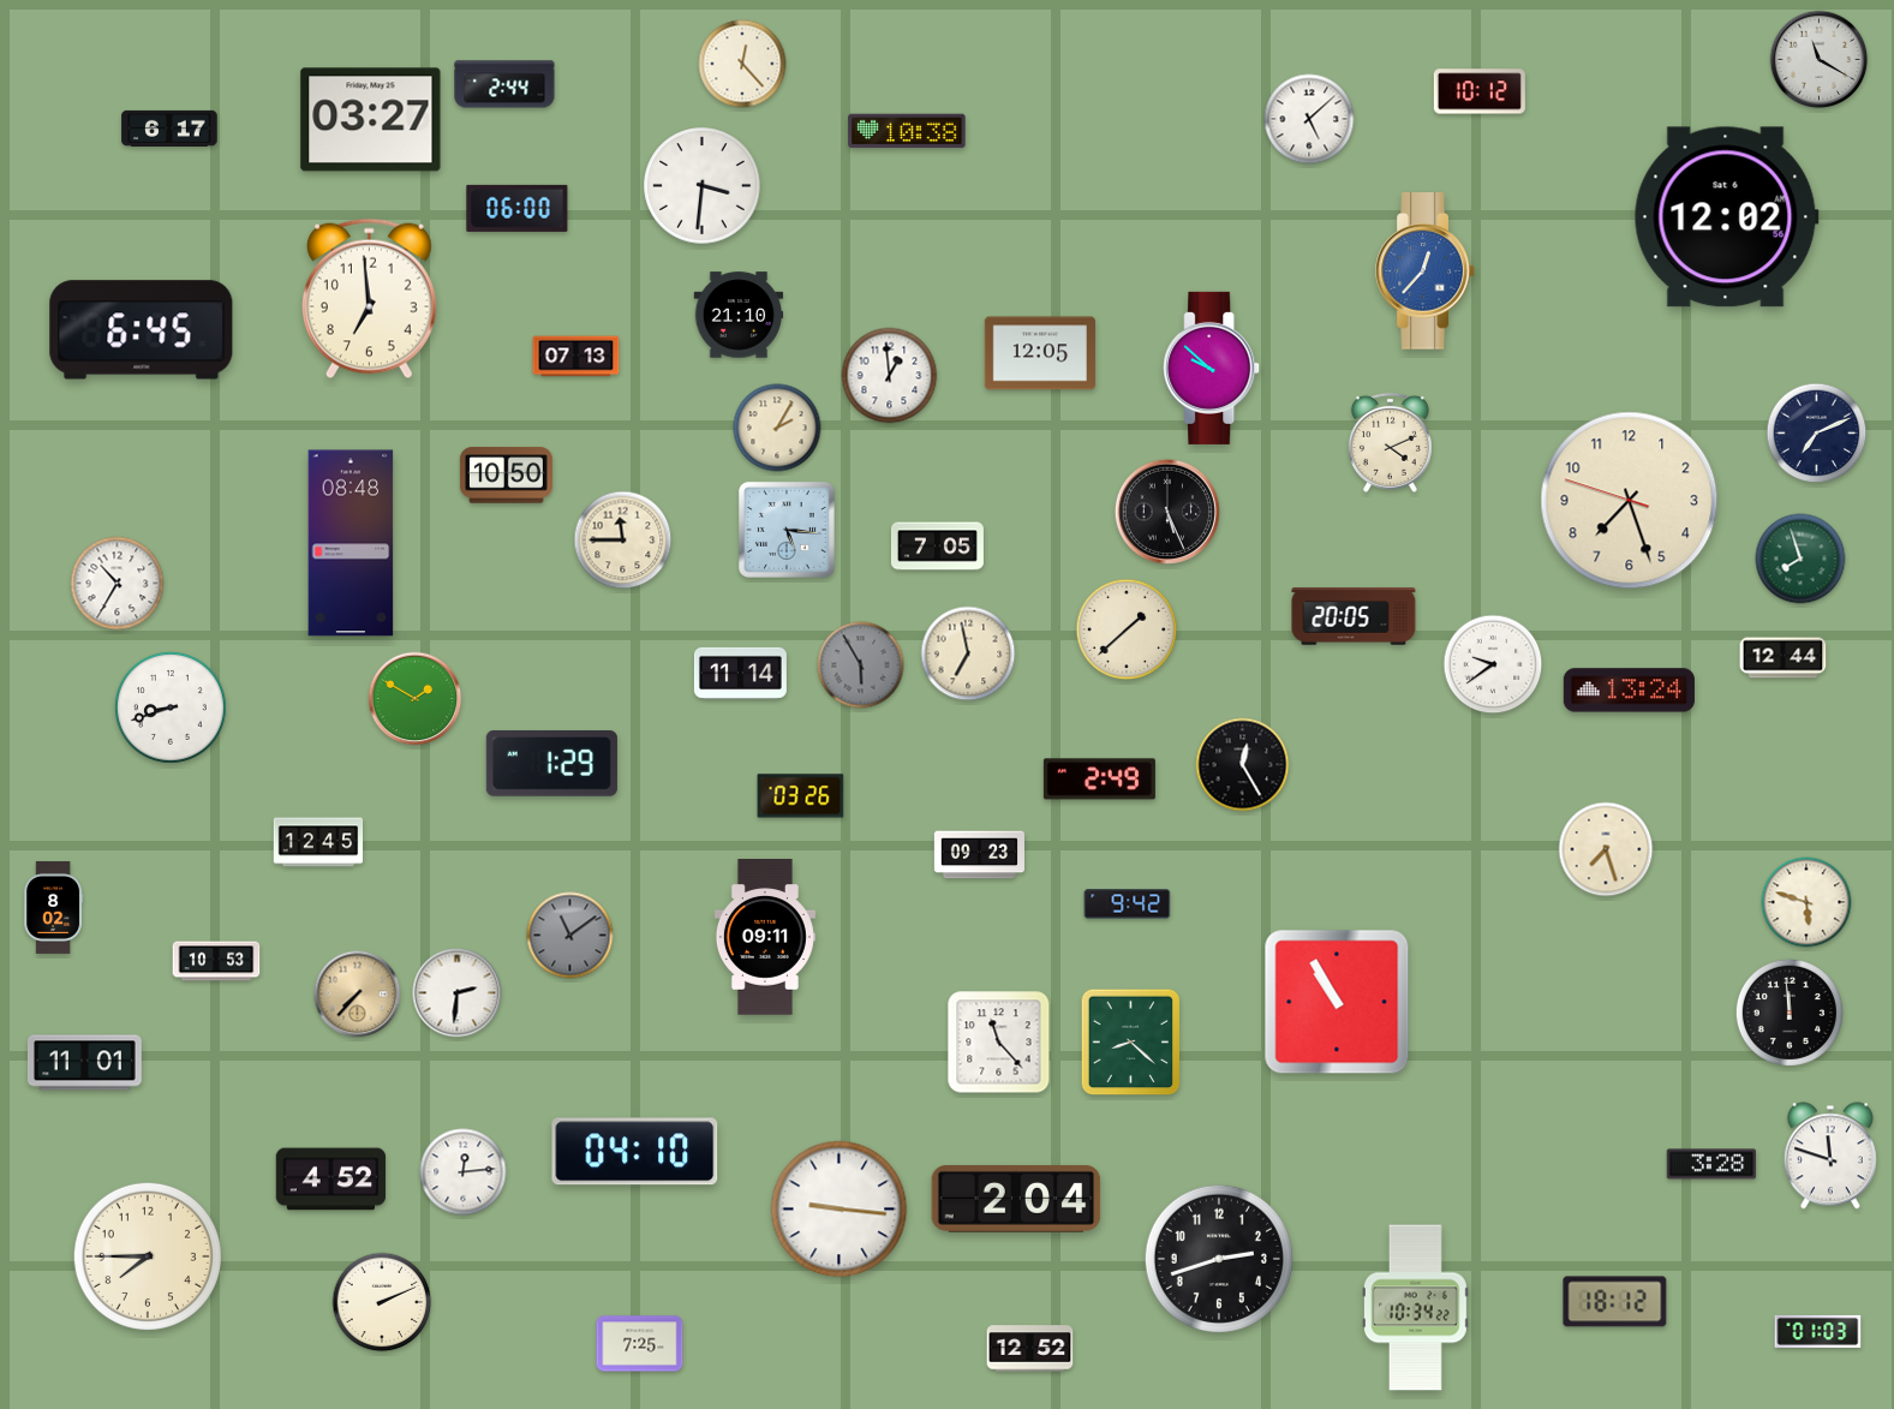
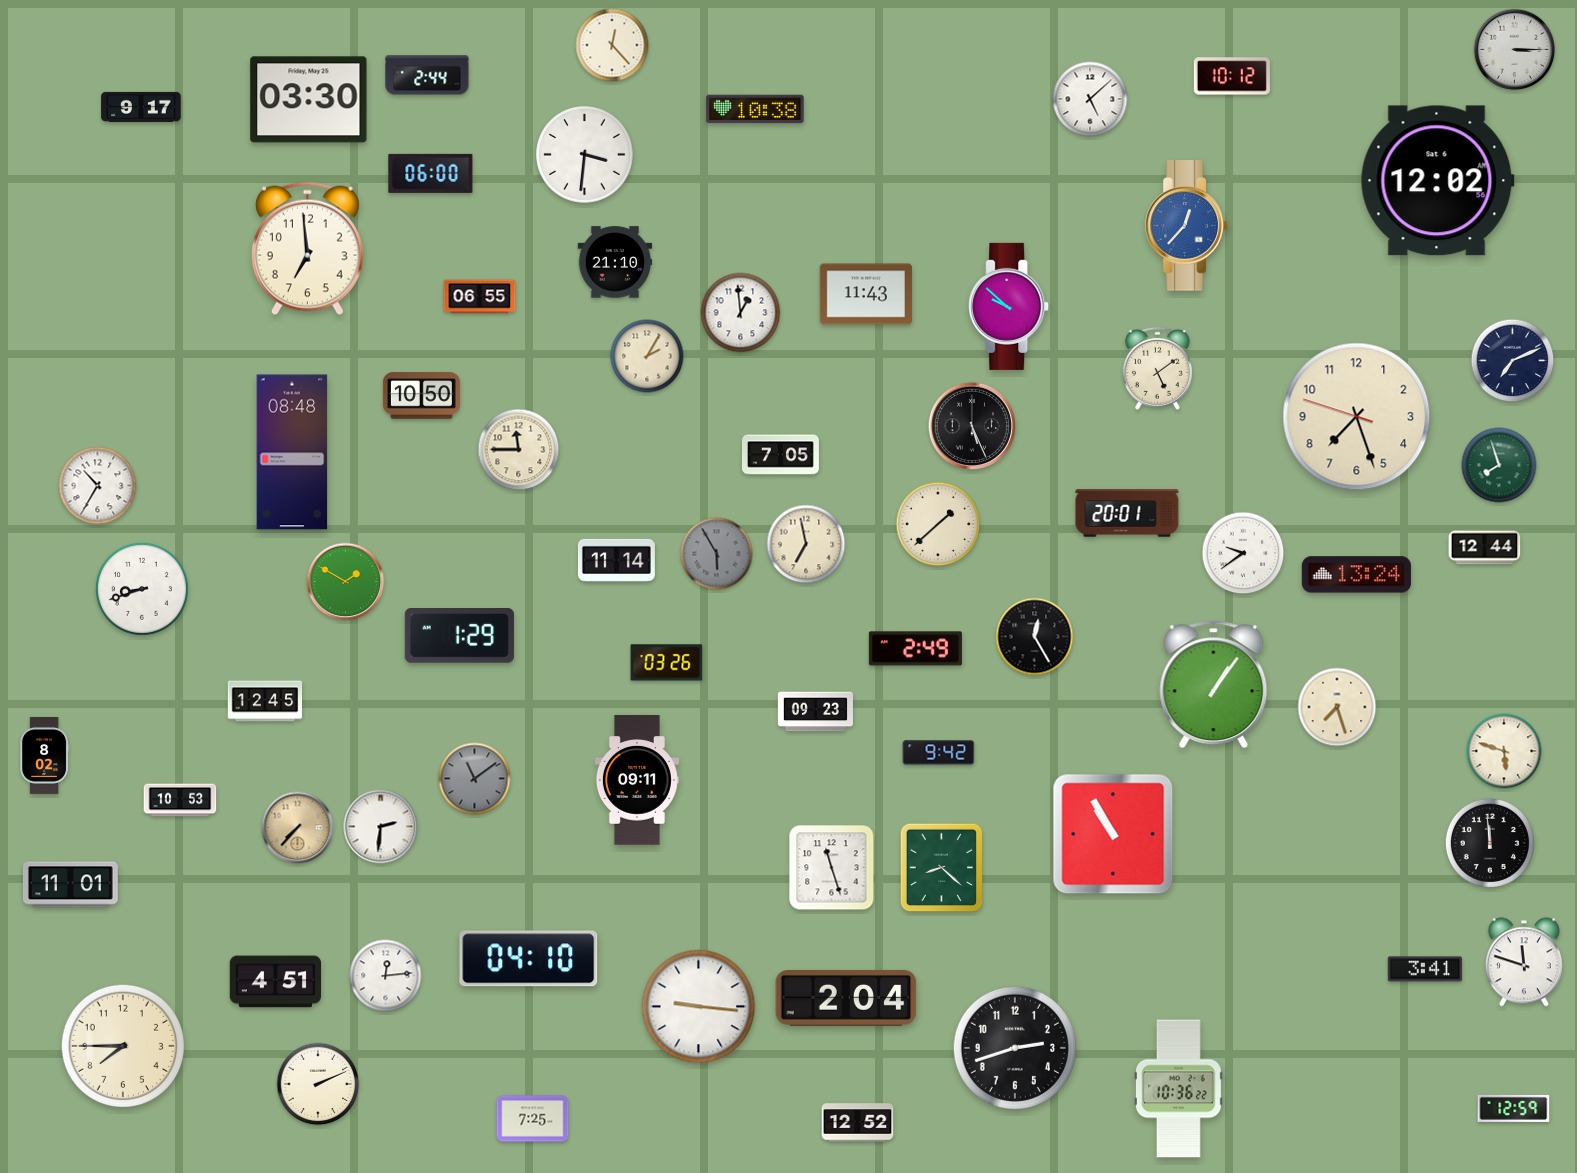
clock at (1820, 60): 11:20 -> 3:15
clock at (742, 64) position: (742, 64) -> (612, 45)
clock at (504, 84) position: (504, 84) -> (427, 75)
clock at (371, 120): 03:27 -> 03:30
clock at (169, 129): 6:17 -> 9:17
clock at (142, 330): 6:45 -> none
clock at (1040, 353): 12:05 -> 11:43
clock at (576, 357): 07:13 -> 06:55
clock at (1390, 442): 4:11 -> 5:09
clock at (787, 530): 5:16 -> none
clock at (1354, 616): 20:05 -> 20:01
clock at (1214, 685): none -> 1:06
clock at (999, 1043): 11:23 -> 11:27
clock at (1711, 1164): 3:28 -> 3:41
clock at (331, 1180): 4:52 -> 4:51
clock at (1615, 1302): 18:12 -> none
clock at (1415, 1308): 10:34 -> 10:36
clock at (1818, 1331): 01:03 -> 12:59
